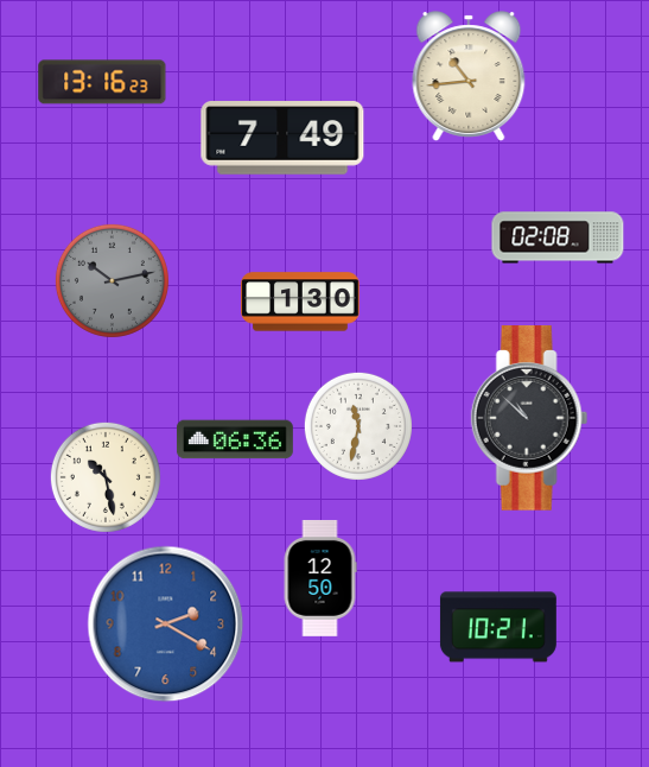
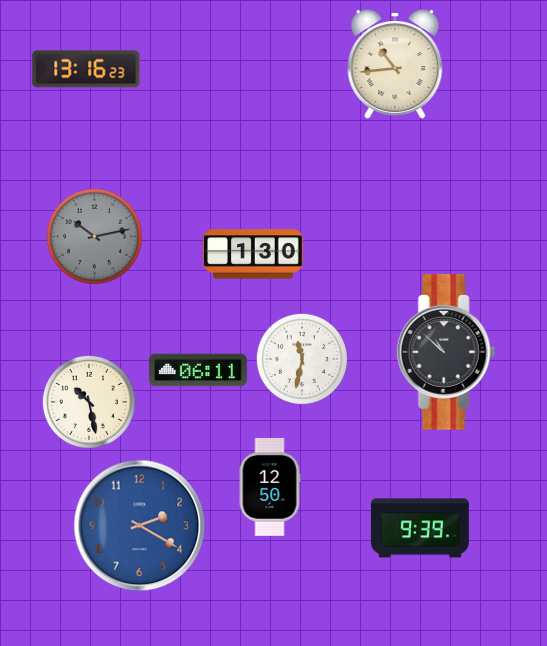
clock at (282, 139): 7:49 -> none
clock at (558, 237): 02:08 -> none
clock at (235, 439): 06:36 -> 06:11
clock at (498, 627): 10:21 -> 9:39
